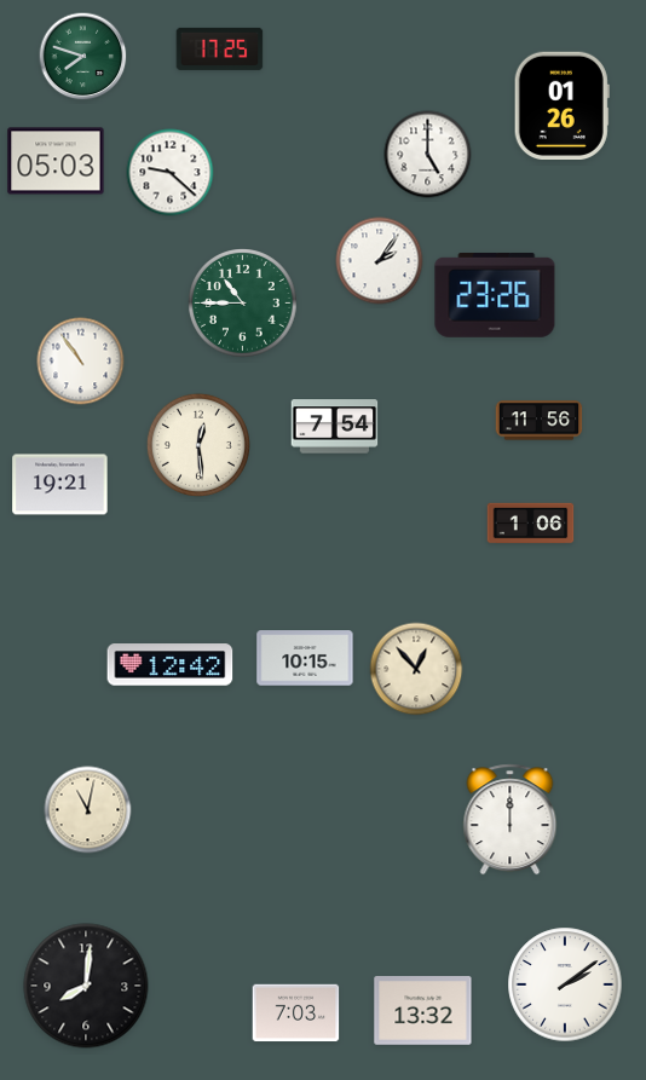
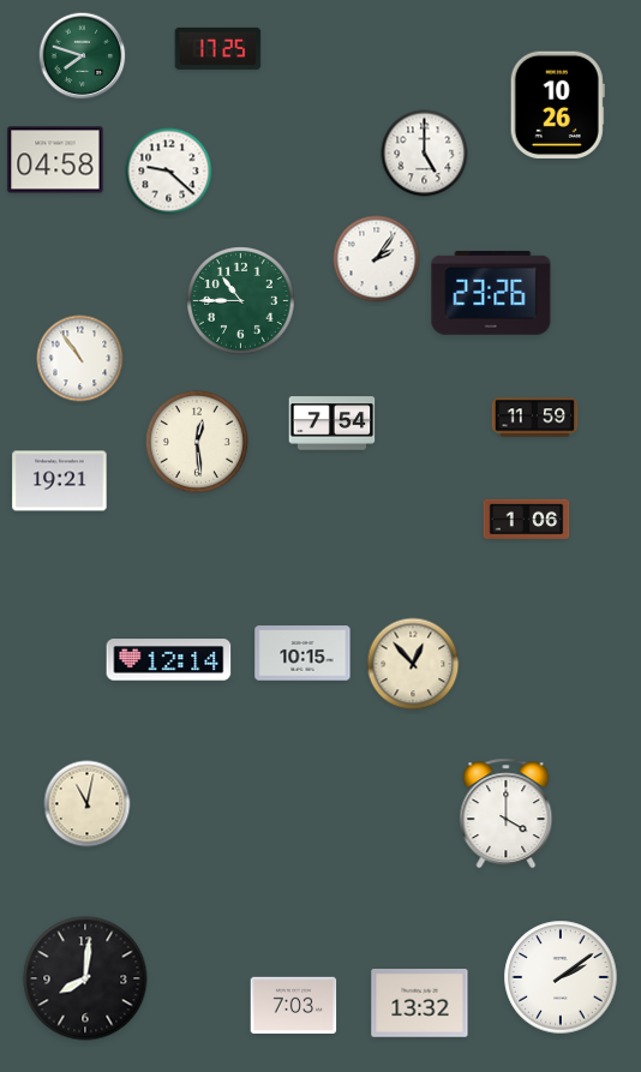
clock at (561, 105): 01:26 -> 10:26
clock at (56, 161): 05:03 -> 04:58
clock at (540, 421): 11:56 -> 11:59
clock at (171, 665): 12:42 -> 12:14
clock at (511, 820): 12:00 -> 4:00
